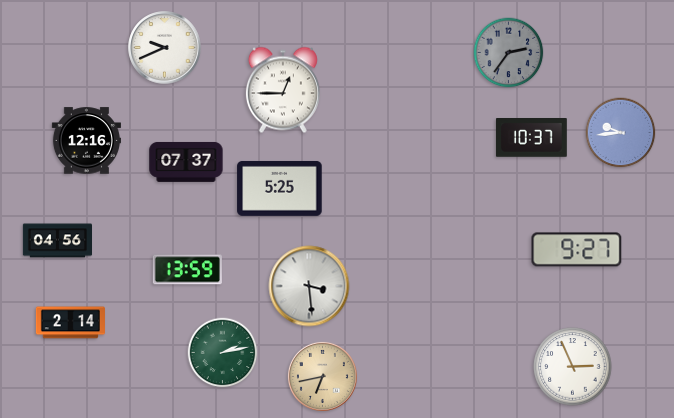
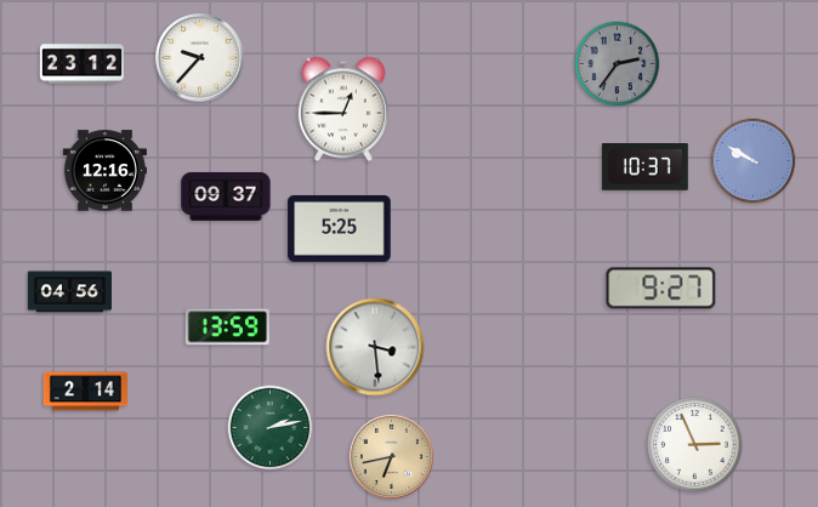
clock at (165, 48): 9:41 -> 9:37
clock at (81, 64): none -> 23:12
clock at (621, 133): 9:44 -> 9:50
clock at (186, 162): 07:37 -> 09:37
clock at (577, 250) position: (577, 250) -> (661, 289)
